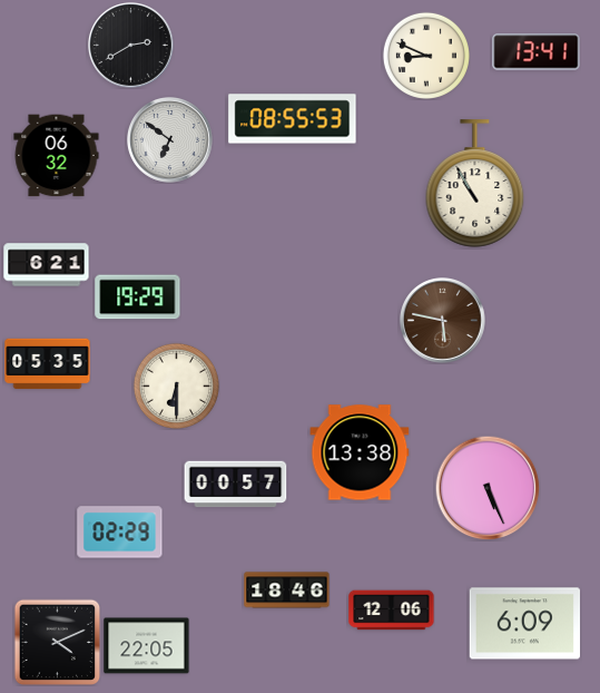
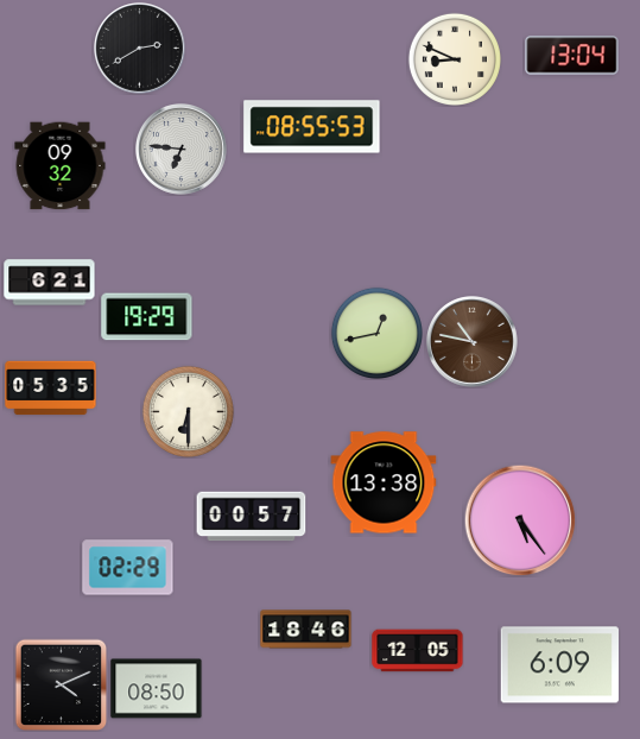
clock at (537, 52): 13:41 -> 13:04
clock at (170, 140): 6:51 -> 6:46
clock at (57, 156): 06:32 -> 09:32
clock at (475, 184): 10:55 -> none
clock at (376, 333): none -> 12:43
clock at (443, 321): 5:47 -> 10:47
clock at (488, 488): 5:26 -> 5:24
clock at (392, 611): 12:06 -> 12:05
clock at (147, 646): 22:05 -> 08:50
